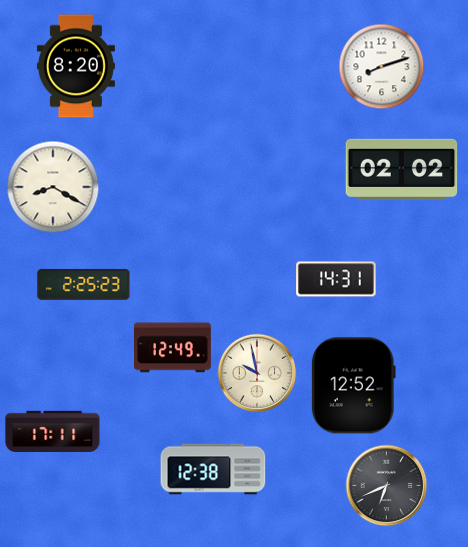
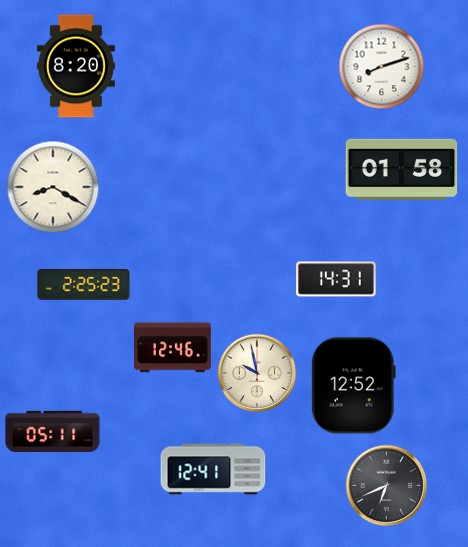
clock at (402, 169): 02:02 -> 01:58
clock at (173, 348): 12:49 -> 12:46
clock at (53, 431): 17:11 -> 05:11
clock at (213, 469): 12:38 -> 12:41
